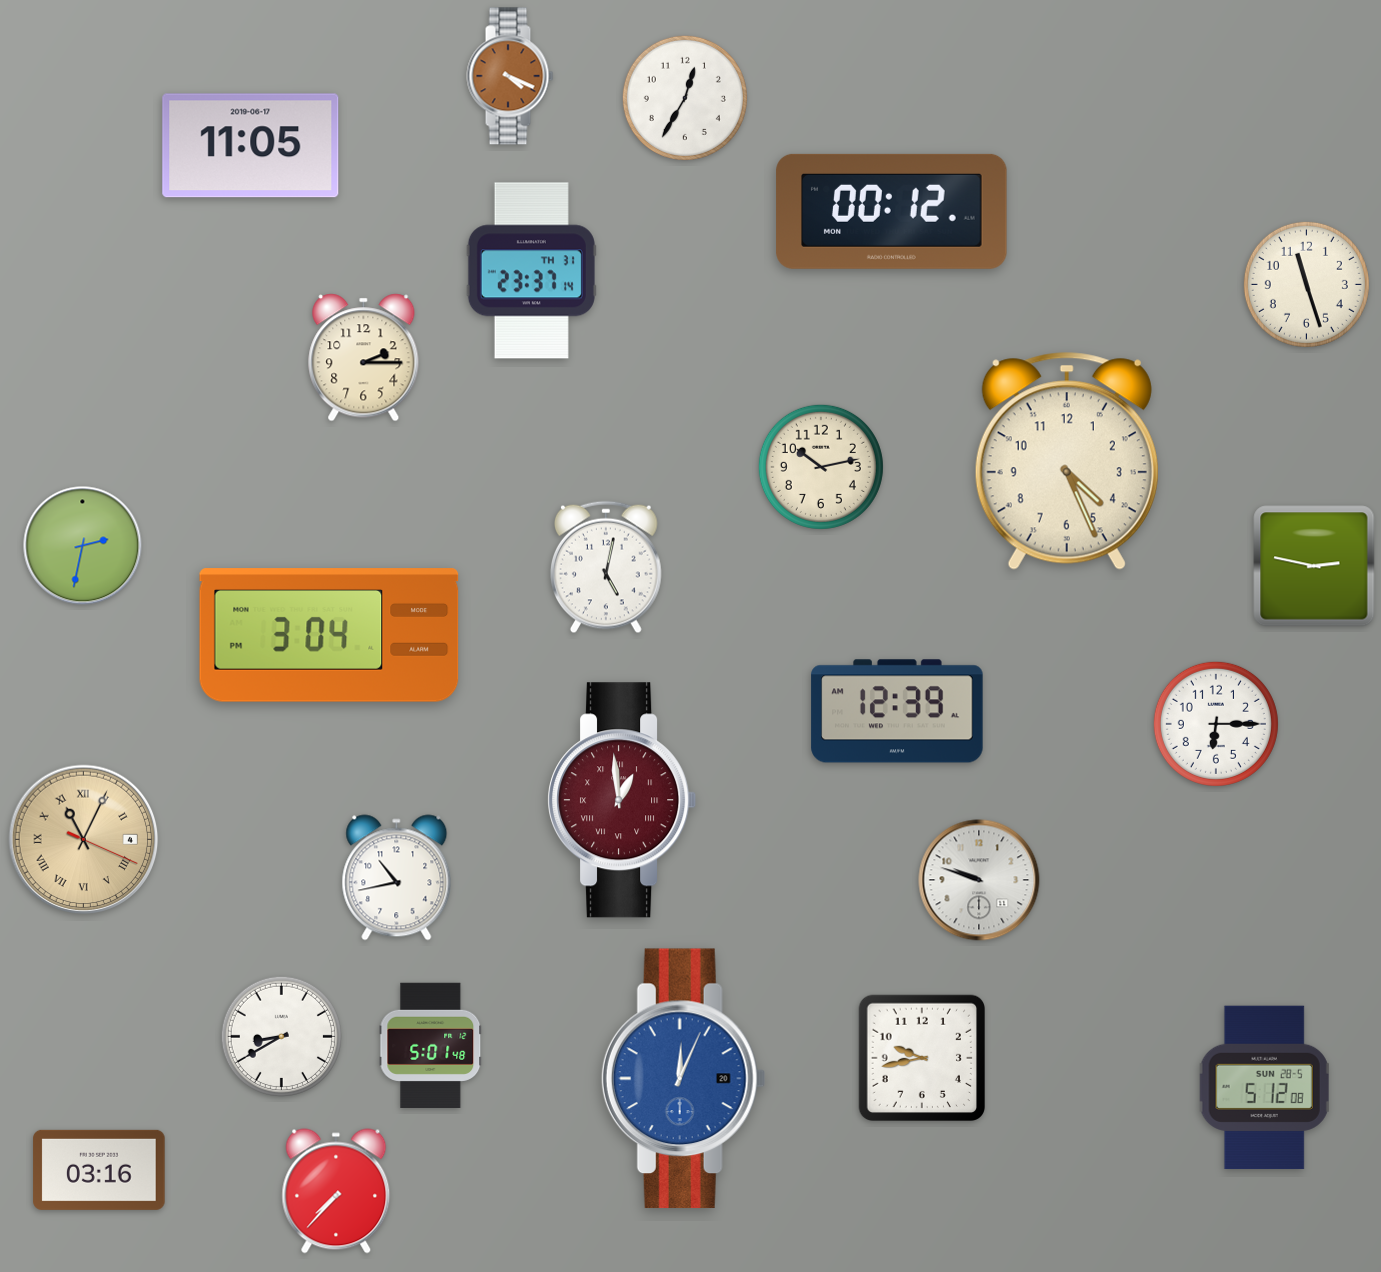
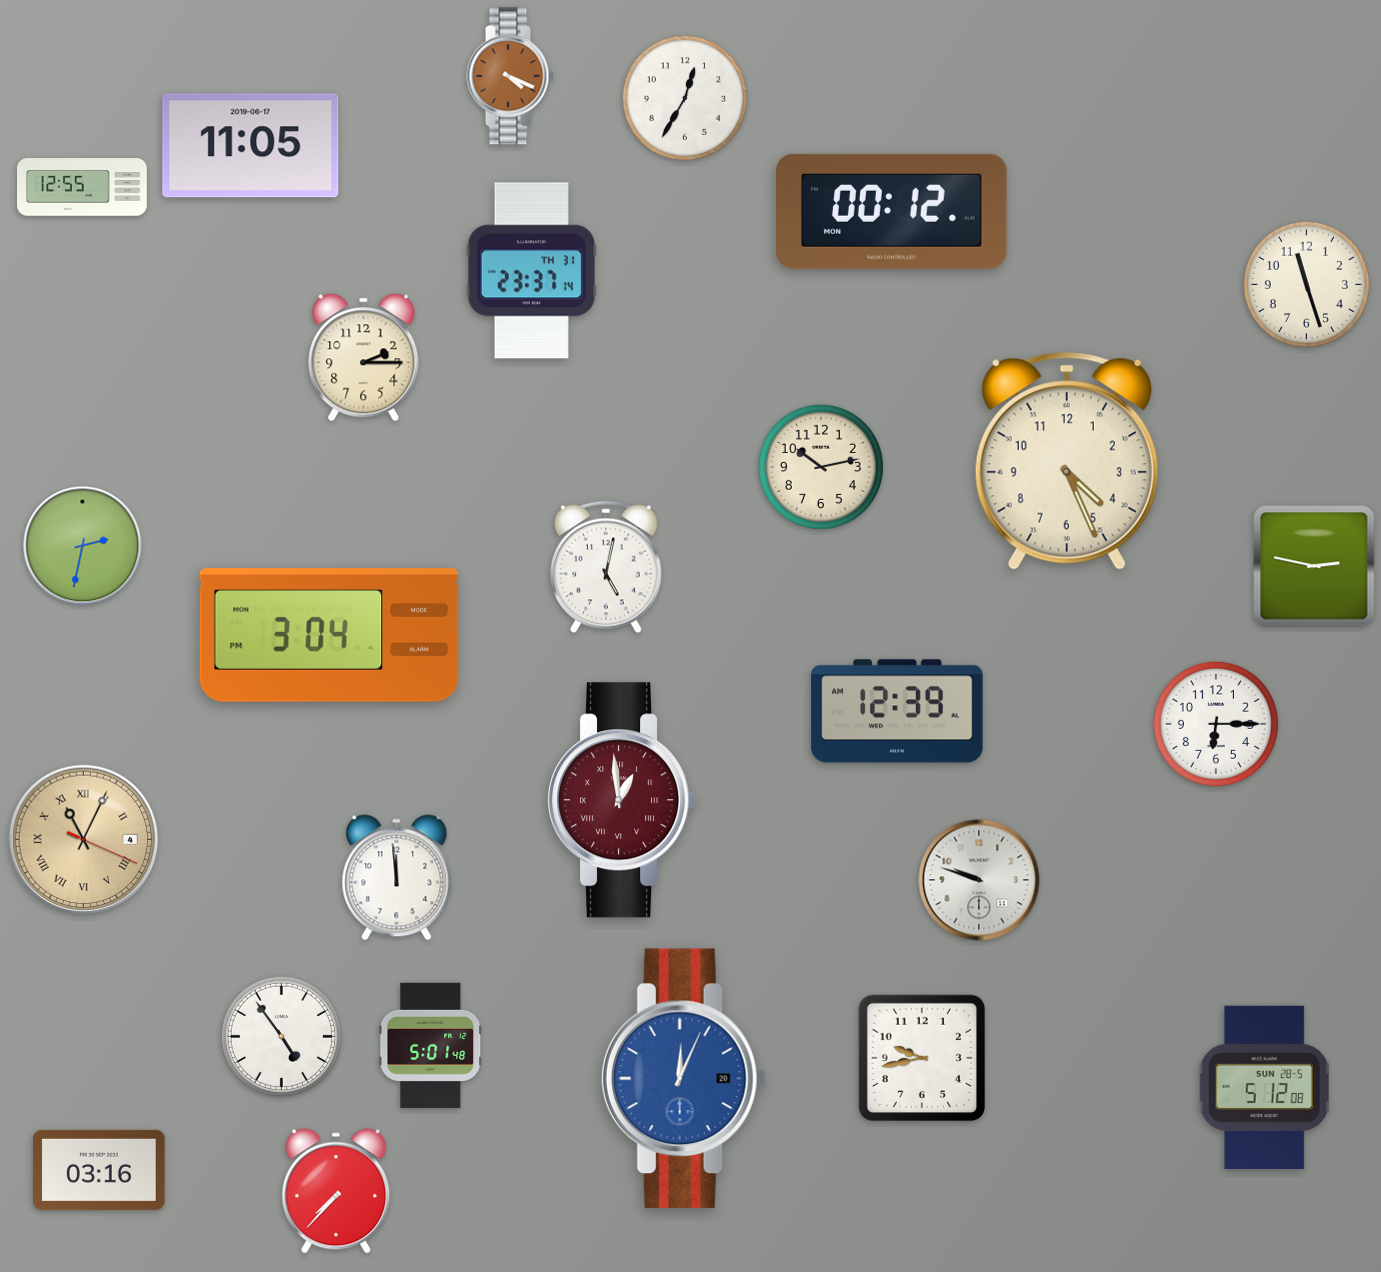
clock at (83, 187): none -> 12:55
clock at (397, 878): 10:43 -> 11:59
clock at (281, 1036): 8:40 -> 4:54
